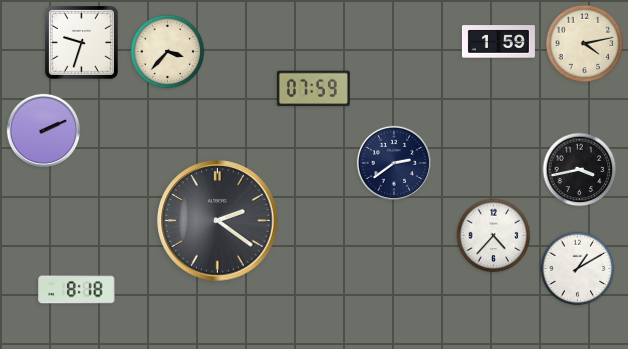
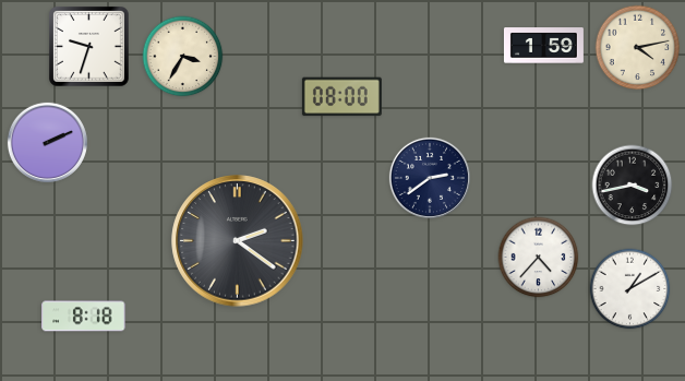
clock at (168, 52): 3:37 -> 3:35
clock at (313, 89): 07:59 -> 08:00
clock at (578, 269) position: (578, 269) -> (630, 289)
